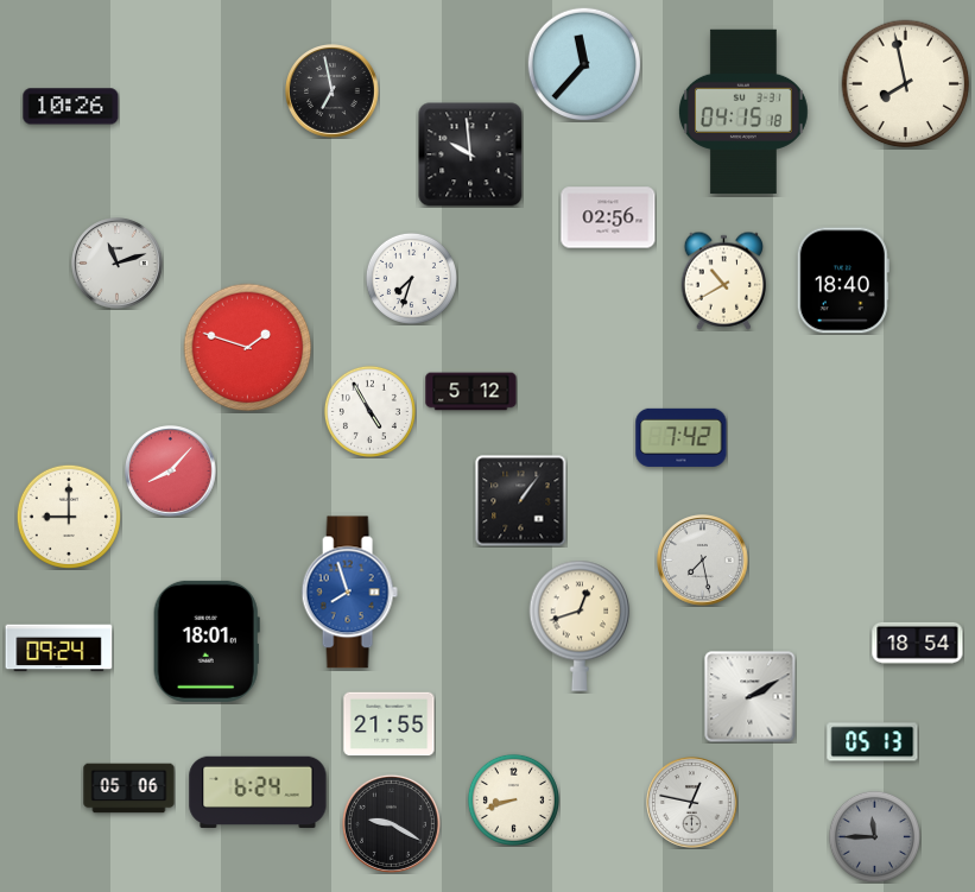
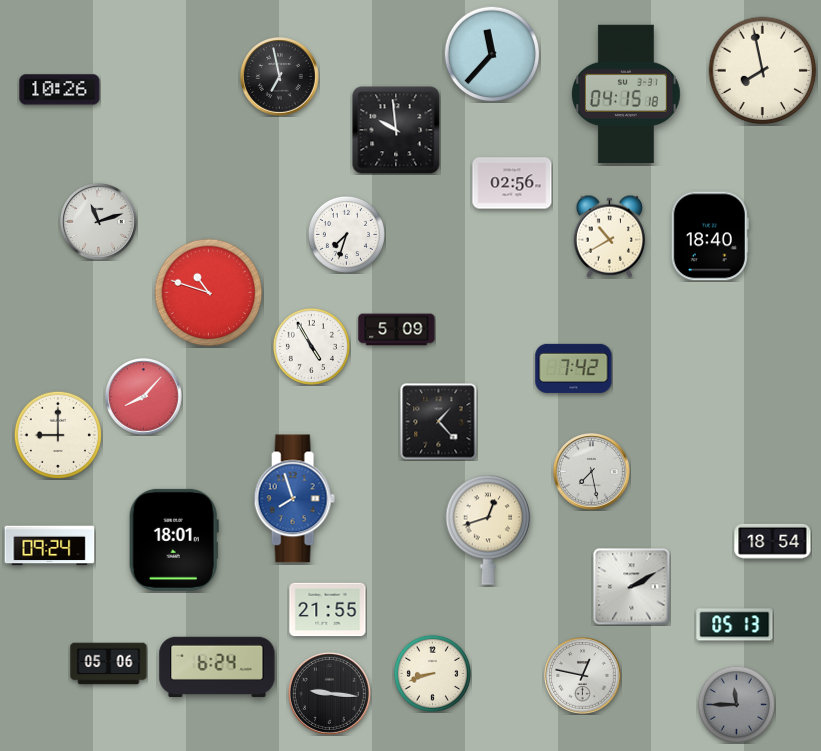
clock at (248, 348): 1:48 -> 10:48
clock at (471, 392): 5:12 -> 5:09
clock at (521, 501): 1:06 -> 1:23
clock at (580, 626) position: (580, 626) -> (488, 530)
clock at (391, 823): 9:20 -> 9:16
